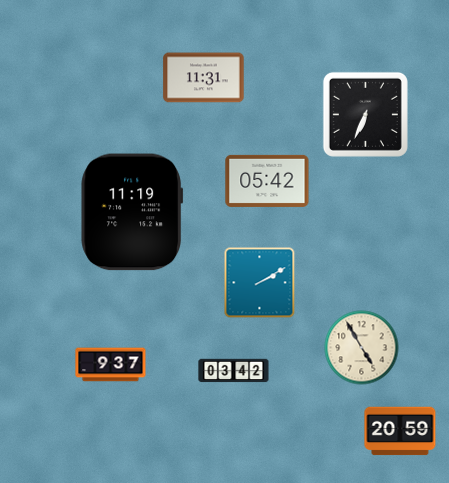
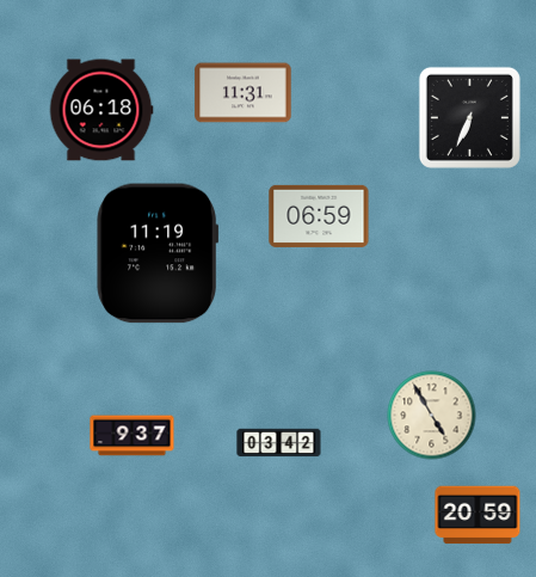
clock at (101, 110): none -> 06:18
clock at (365, 114) position: (365, 114) -> (469, 117)
clock at (267, 181): 05:42 -> 06:59
clock at (260, 283): 2:10 -> none
